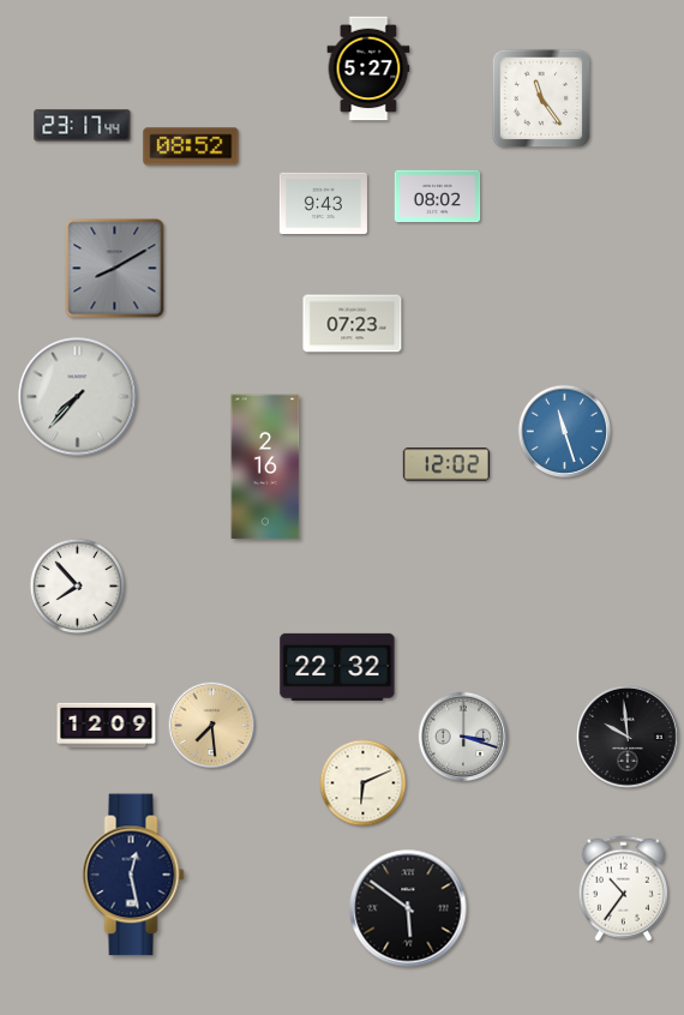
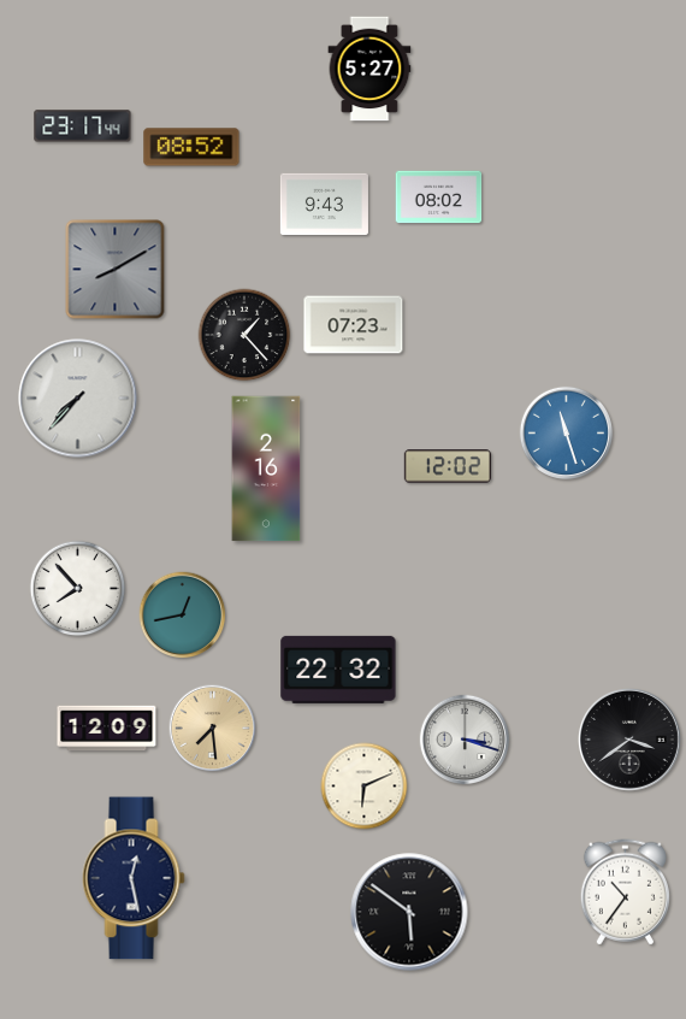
clock at (541, 98): 11:24 -> none
clock at (244, 335): none -> 1:23
clock at (183, 615): none -> 12:43
clock at (629, 738): 9:59 -> 3:39
